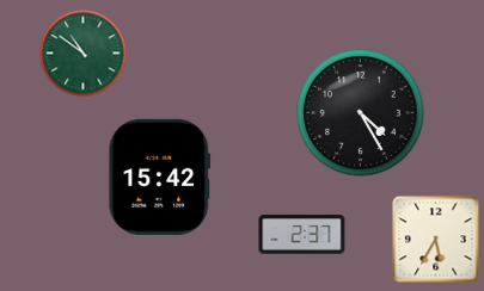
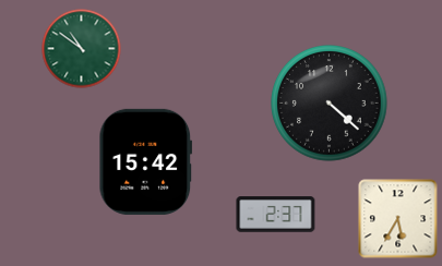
clock at (84, 54) position: (84, 54) -> (82, 49)
clock at (361, 113): 4:25 -> 4:22
